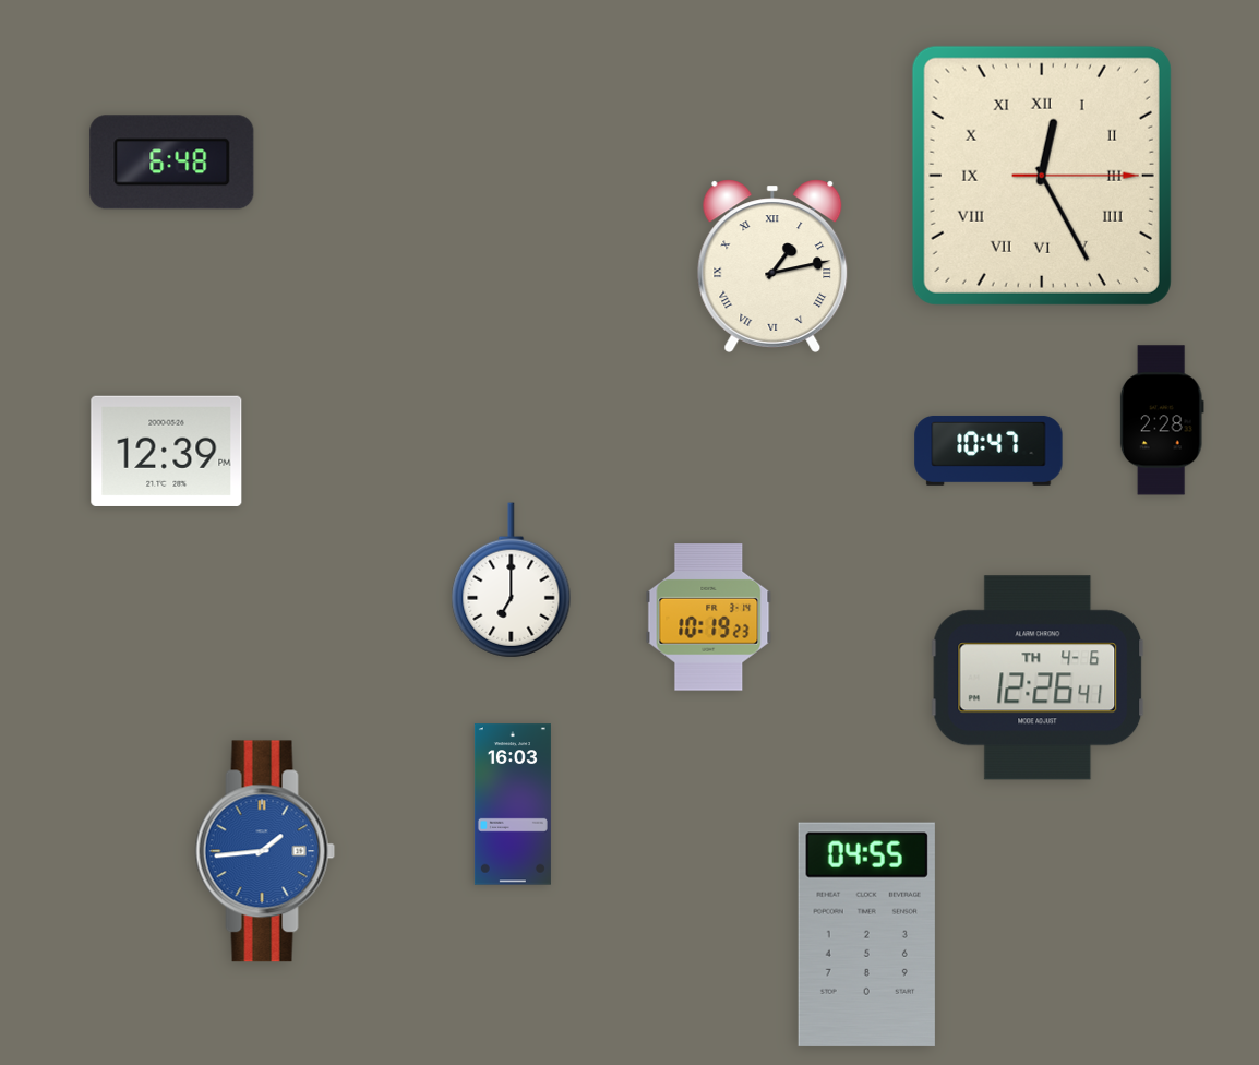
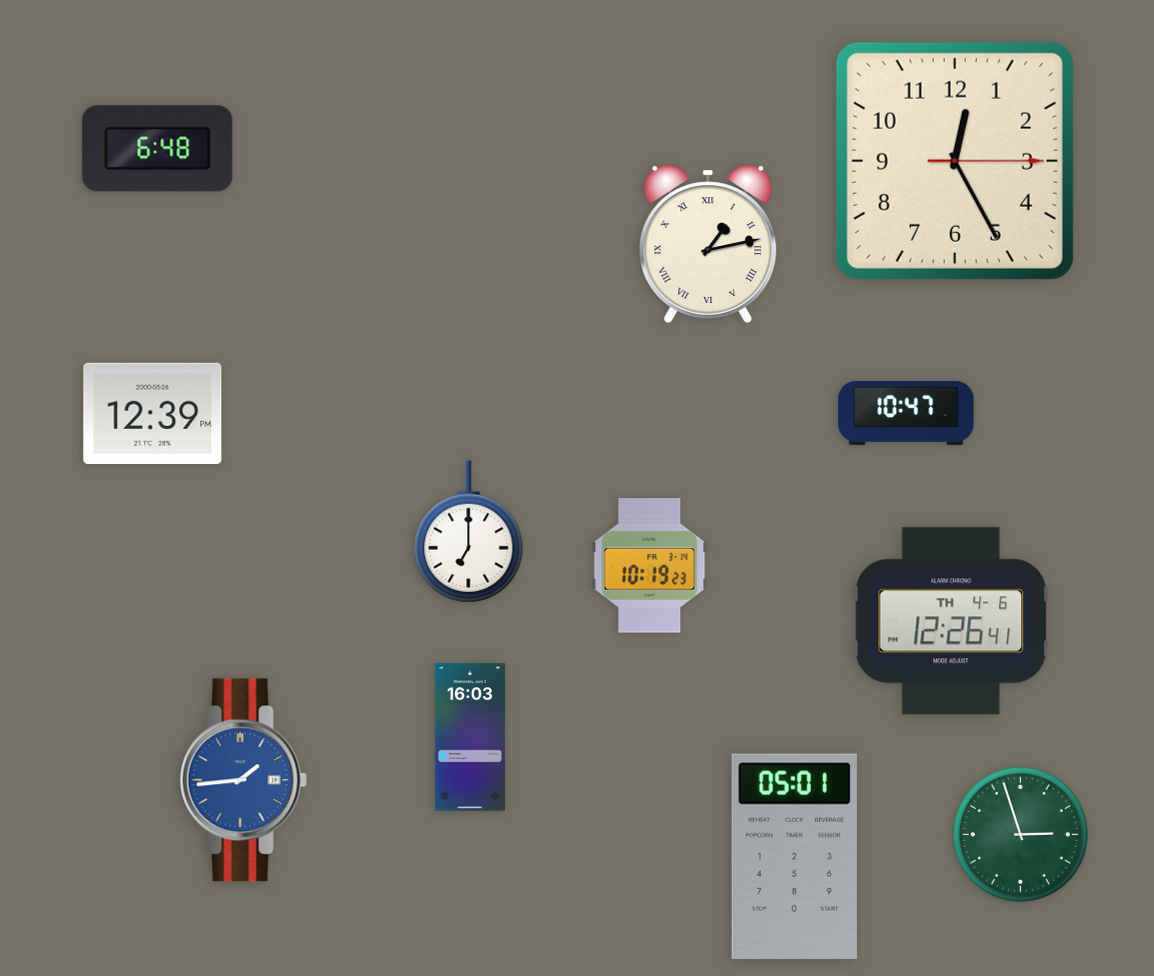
clock at (1042, 176) numerals: Roman -> Arabic
clock at (1162, 420): 2:28 -> none
clock at (1020, 834): none -> 2:57
clock at (866, 934): 04:55 -> 05:01
